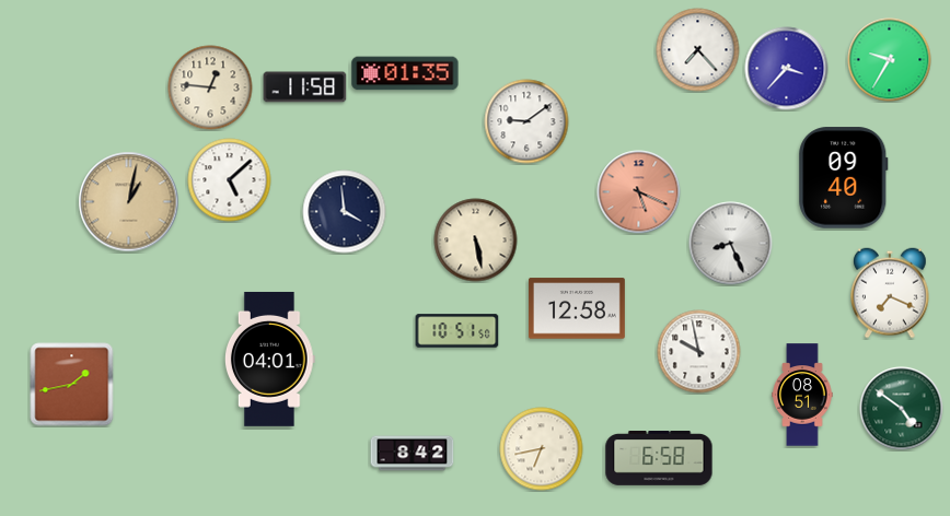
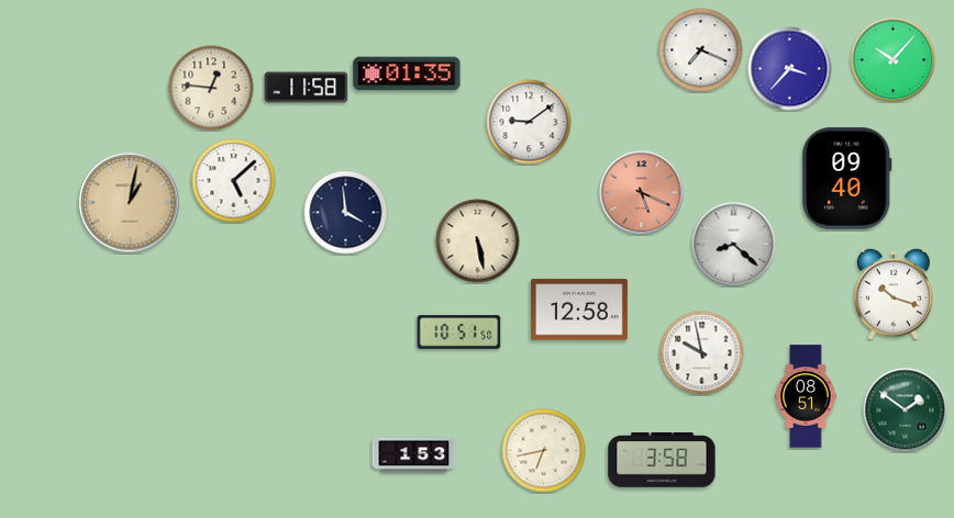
clock at (698, 50): 7:23 -> 7:19
clock at (890, 60): 9:35 -> 10:07
clock at (230, 180) position: (230, 180) -> (234, 181)
clock at (731, 244): 8:26 -> 8:22
clock at (891, 293): 7:19 -> 10:18
clock at (269, 359): 04:01 -> none
clock at (72, 385): 1:43 -> none
clock at (902, 409): 4:51 -> 1:51
clock at (413, 454): 8:42 -> 1:53
clock at (659, 459): 6:58 -> 3:58
